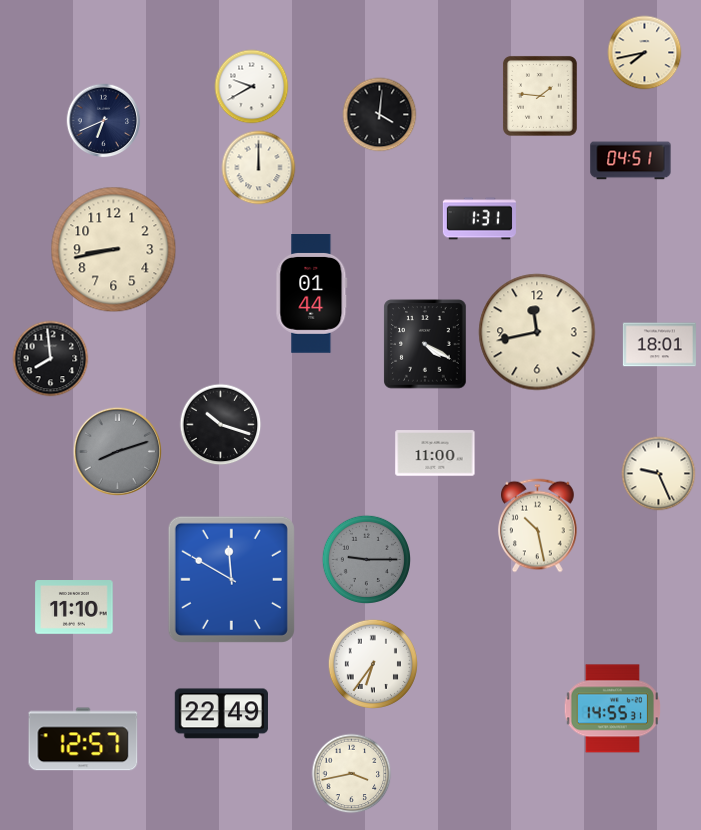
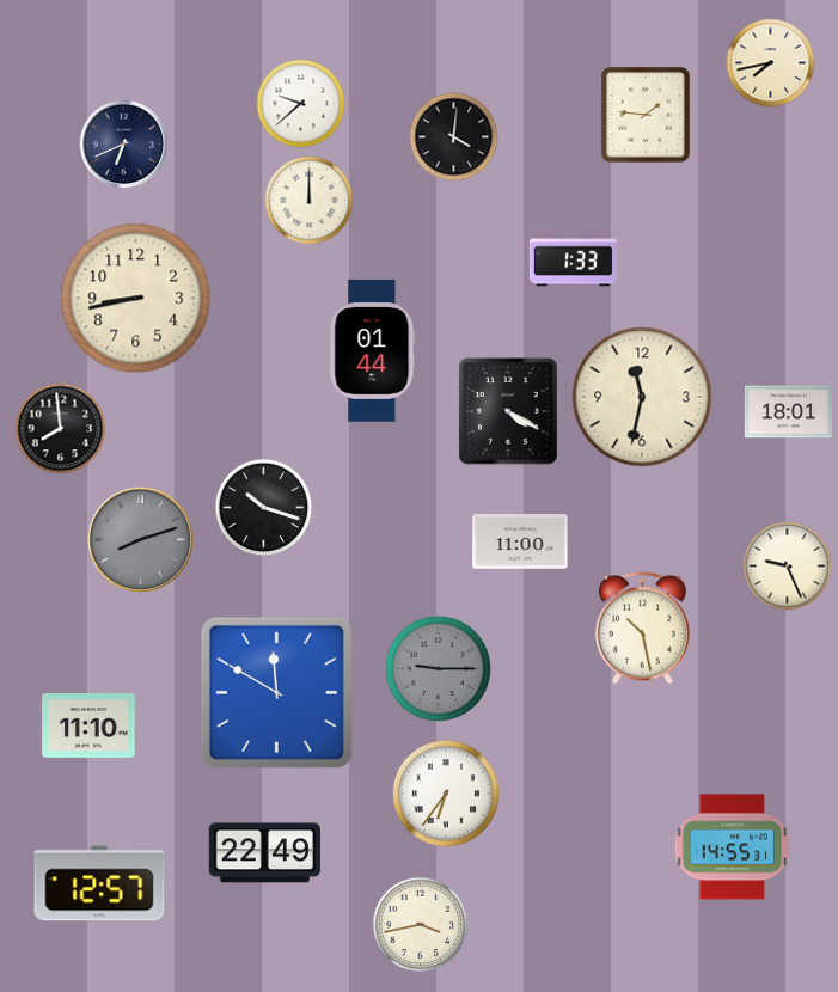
clock at (252, 87): 9:40 -> 9:38
clock at (631, 161): 04:51 -> none
clock at (479, 219): 1:31 -> 1:33
clock at (537, 332): 11:43 -> 11:32
